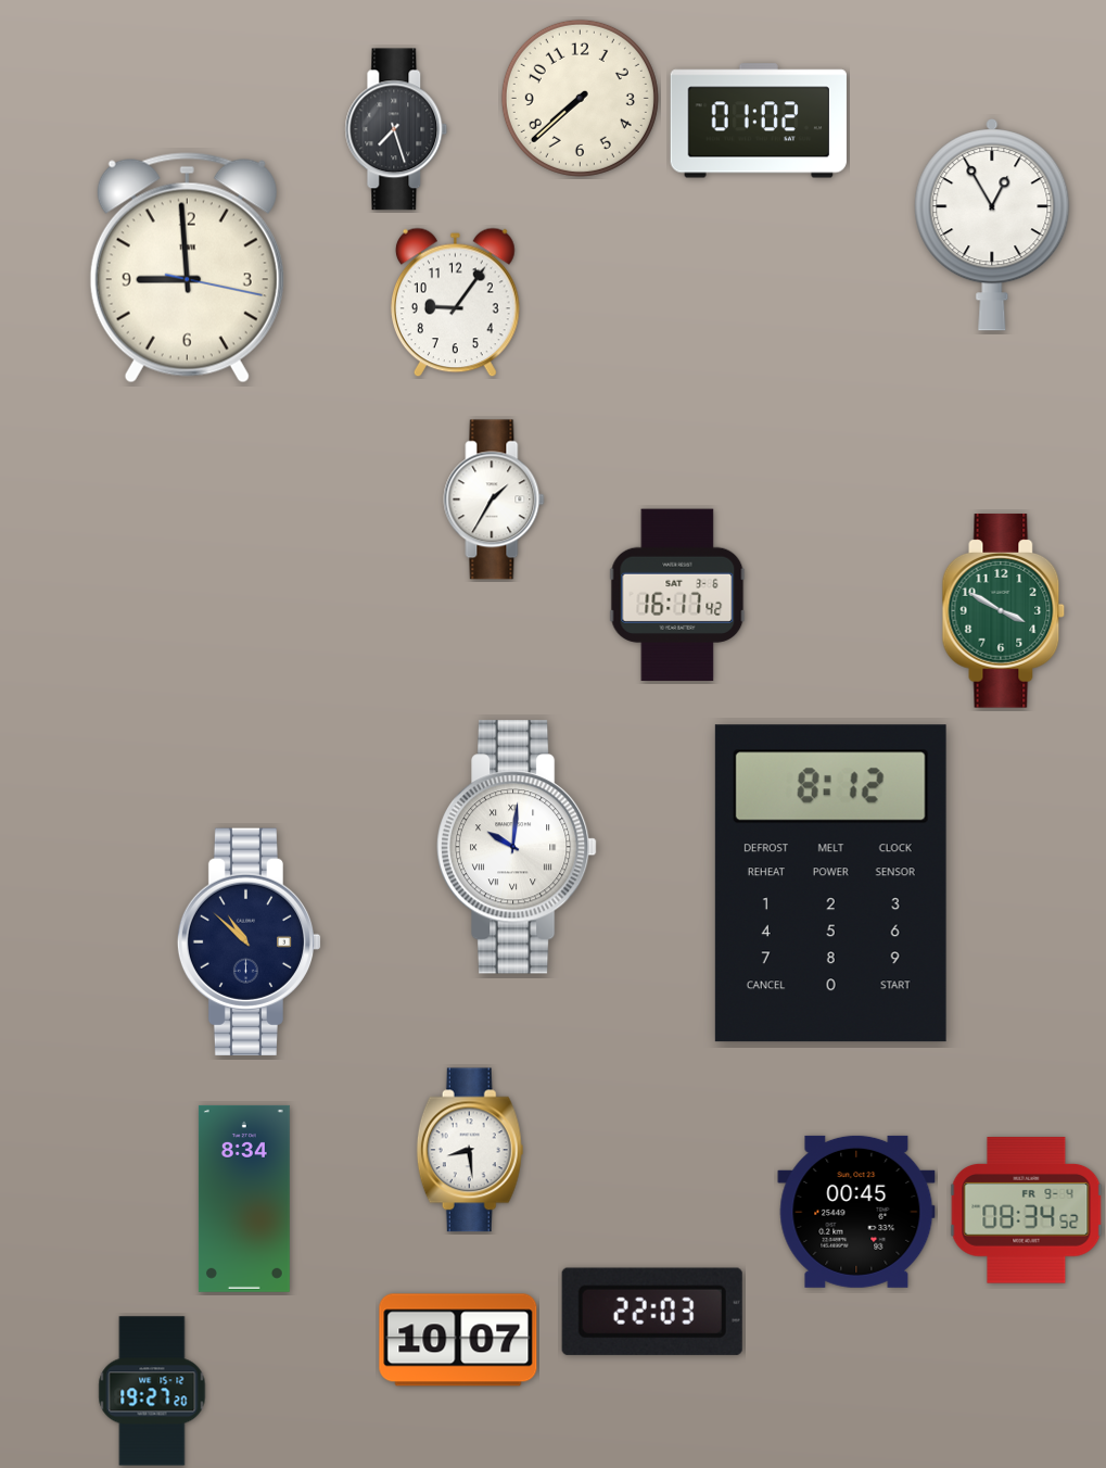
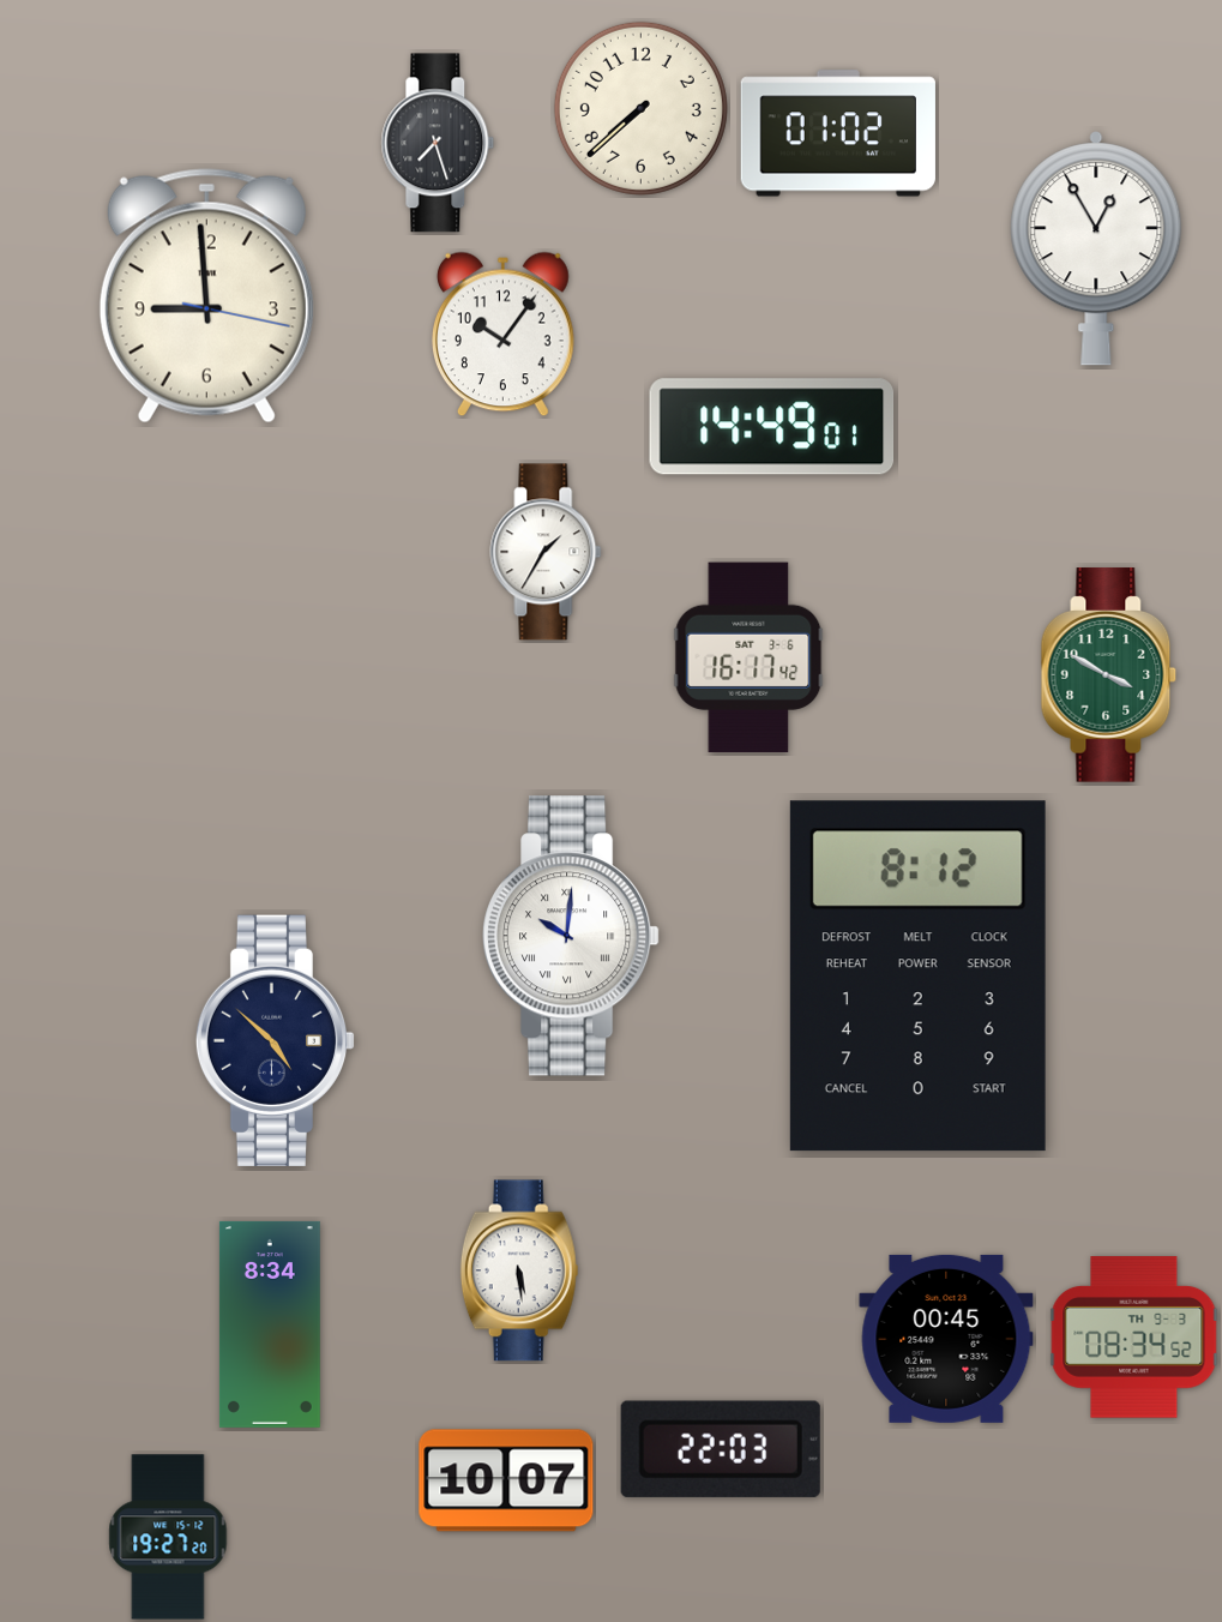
clock at (455, 303): 9:06 -> 10:06
clock at (772, 427): none -> 14:49
clock at (250, 941): 10:52 -> 4:52
clock at (470, 1150): 8:29 -> 5:29
clock at (1027, 1211) date: FR 9-4 -> TH 9-3
